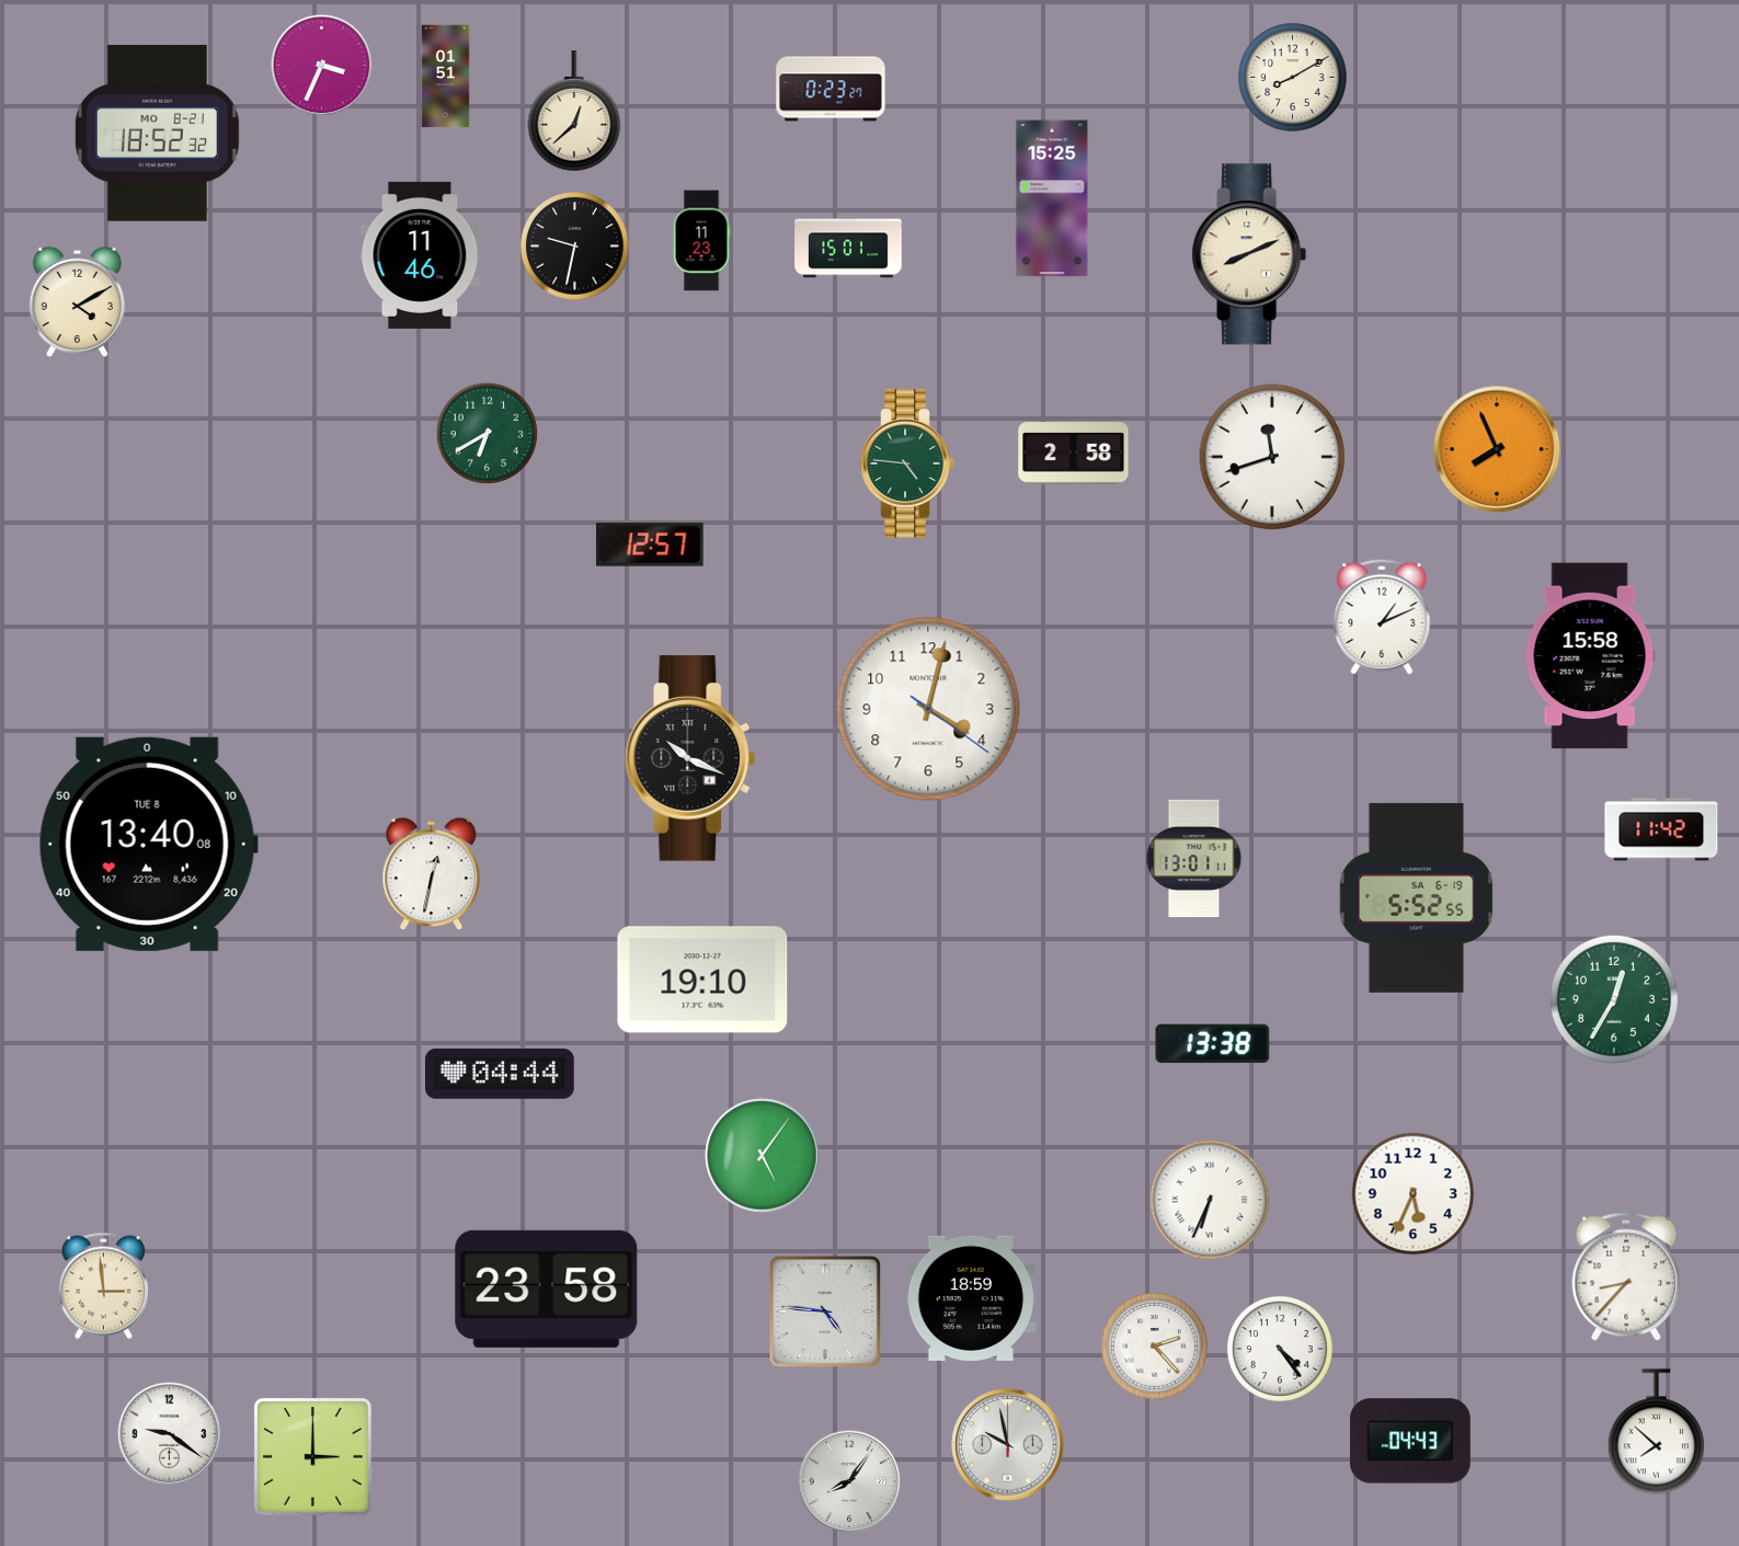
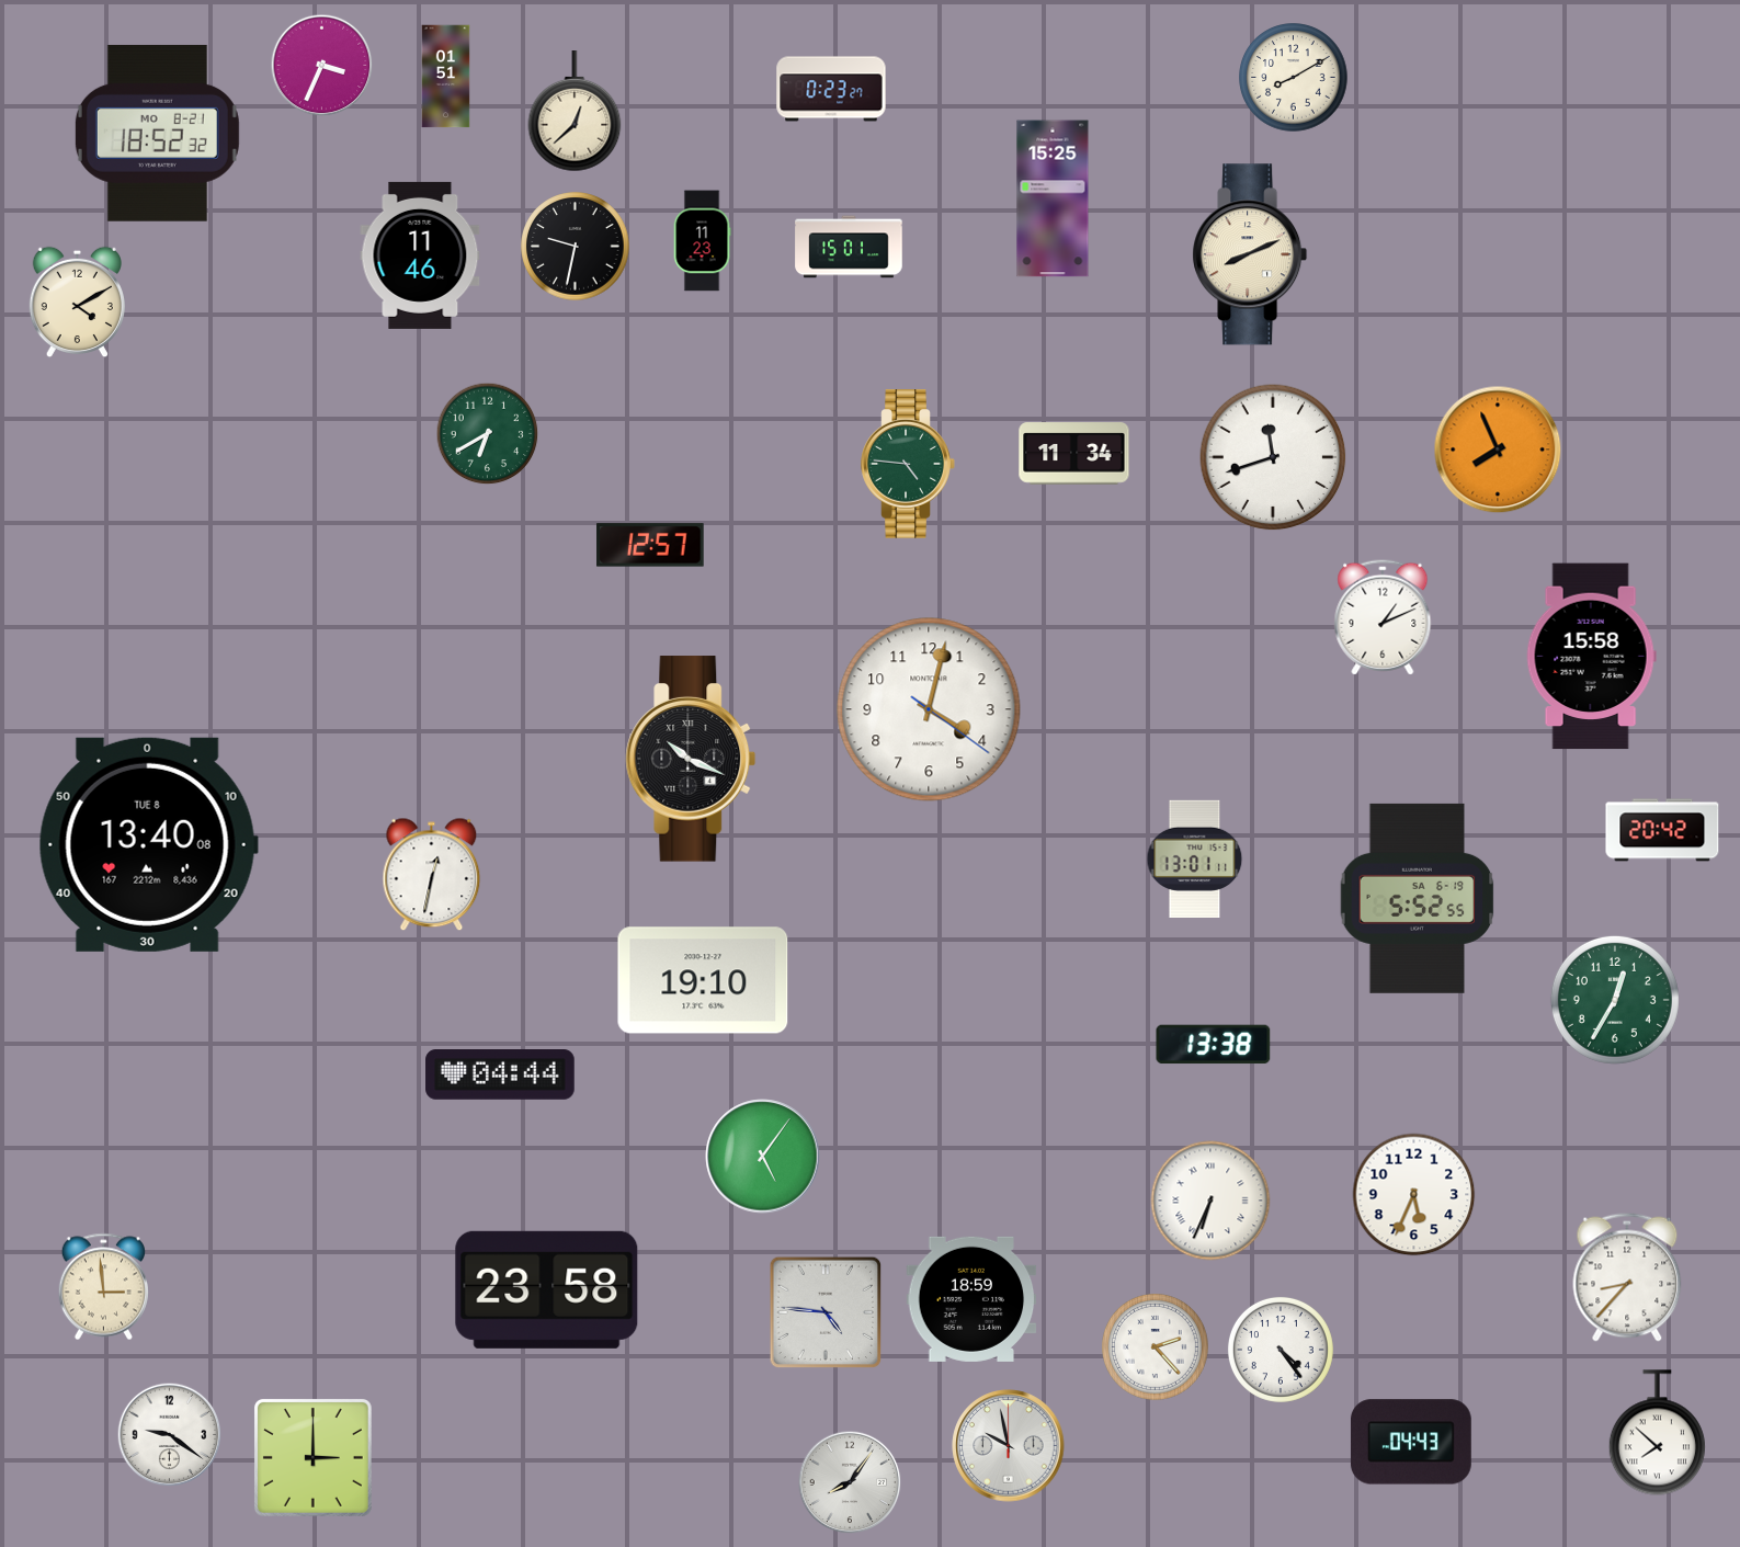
clock at (1074, 454): 2:58 -> 11:34
clock at (1661, 829): 11:42 -> 20:42
